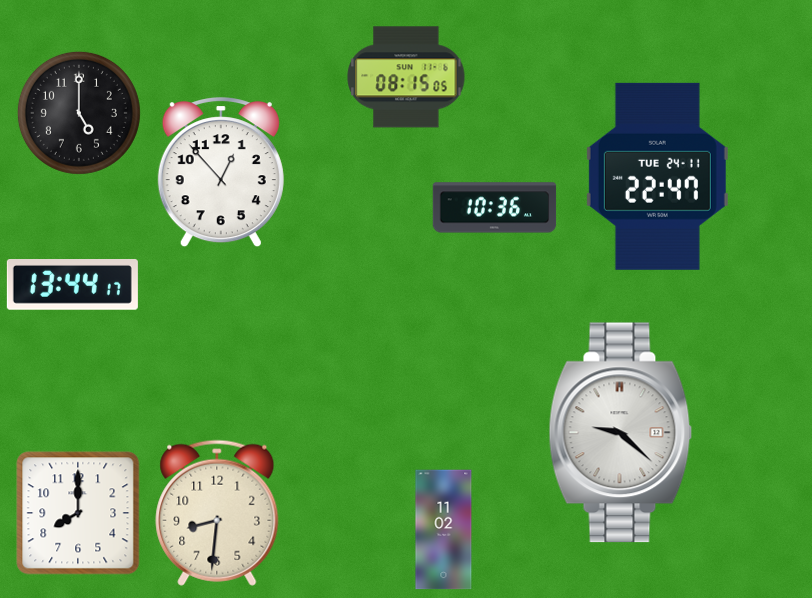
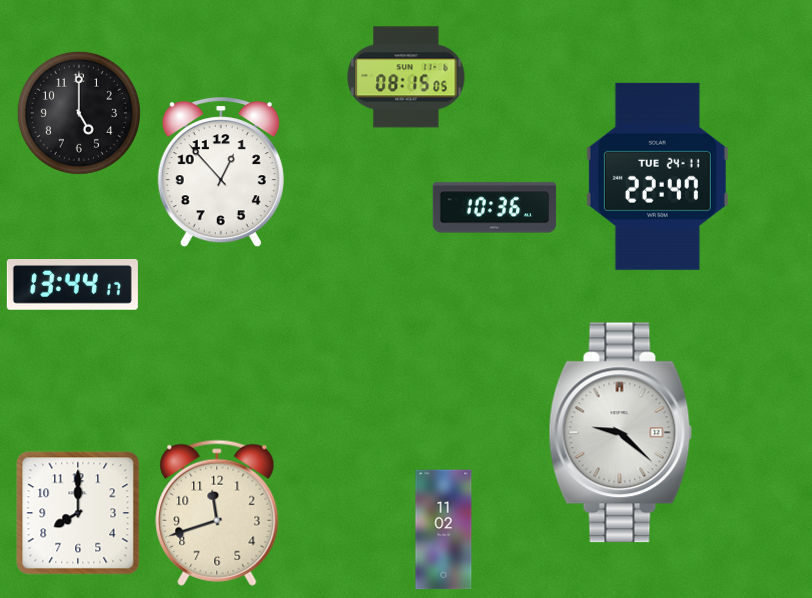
clock at (217, 513): 8:31 -> 11:42
